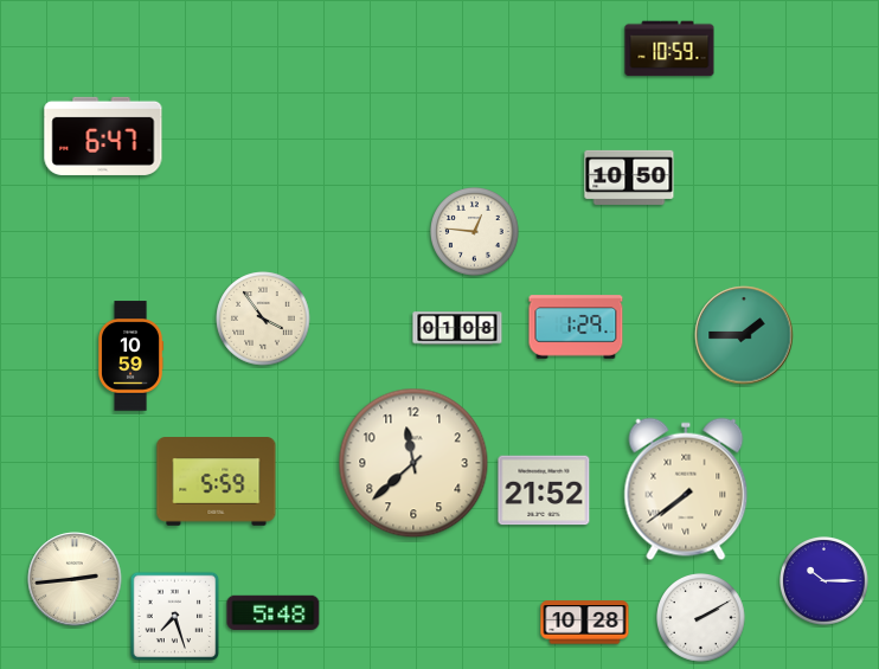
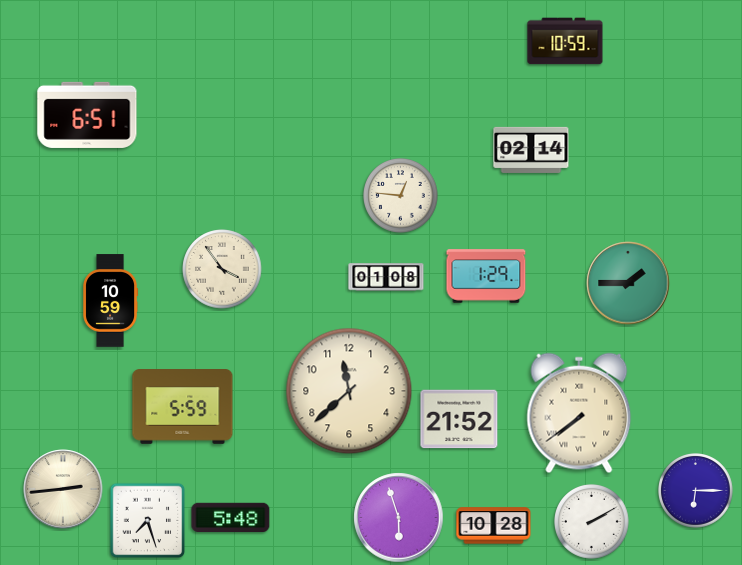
clock at (103, 136): 6:47 -> 6:51
clock at (629, 178): 10:50 -> 02:14
clock at (544, 490) position: (544, 490) -> (459, 419)
clock at (825, 581): 10:15 -> 6:15
clock at (399, 518): none -> 5:57
